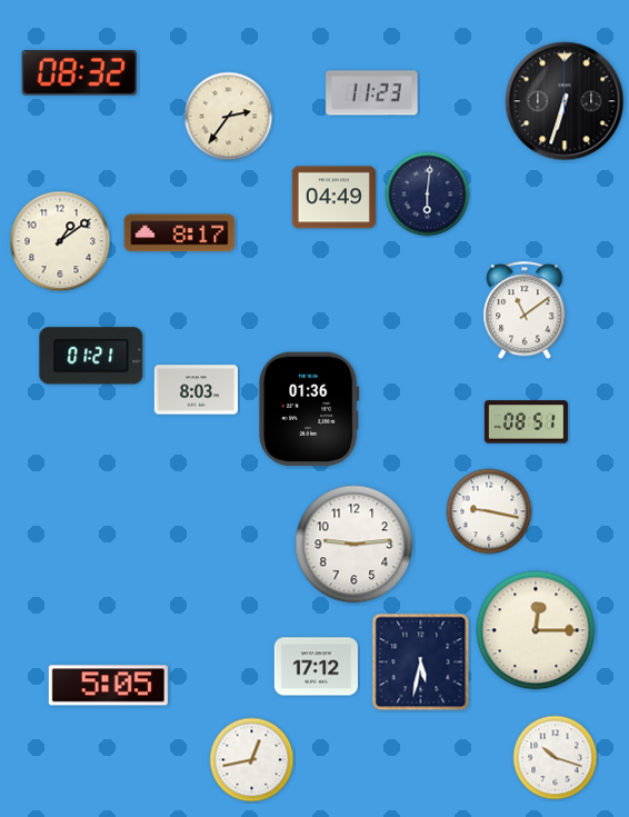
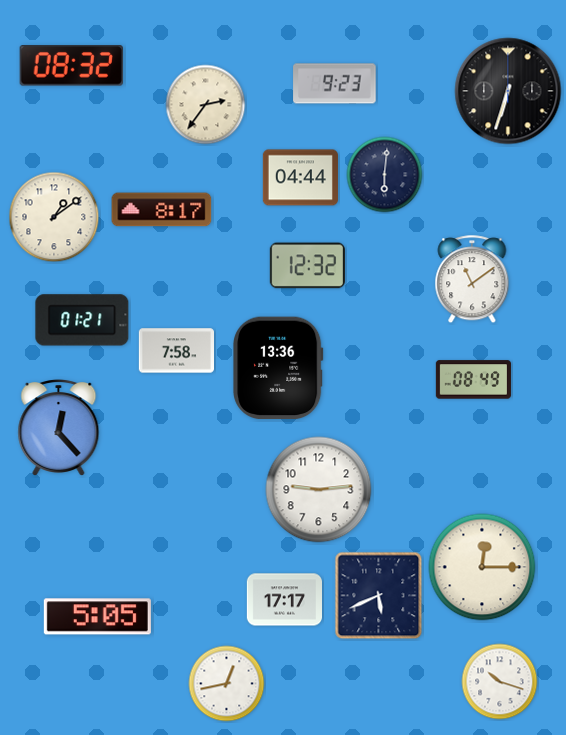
clock at (372, 93): 11:23 -> 9:23
clock at (333, 198): 04:49 -> 04:44
clock at (307, 266): none -> 12:32
clock at (196, 390): 8:03 -> 7:58
clock at (309, 409): 01:36 -> 13:36
clock at (526, 422): 08:51 -> 08:49
clock at (59, 428): none -> 12:23
clock at (489, 511): 9:17 -> none
clock at (421, 662): 5:32 -> 5:41
clock at (316, 667): 17:12 -> 17:17
